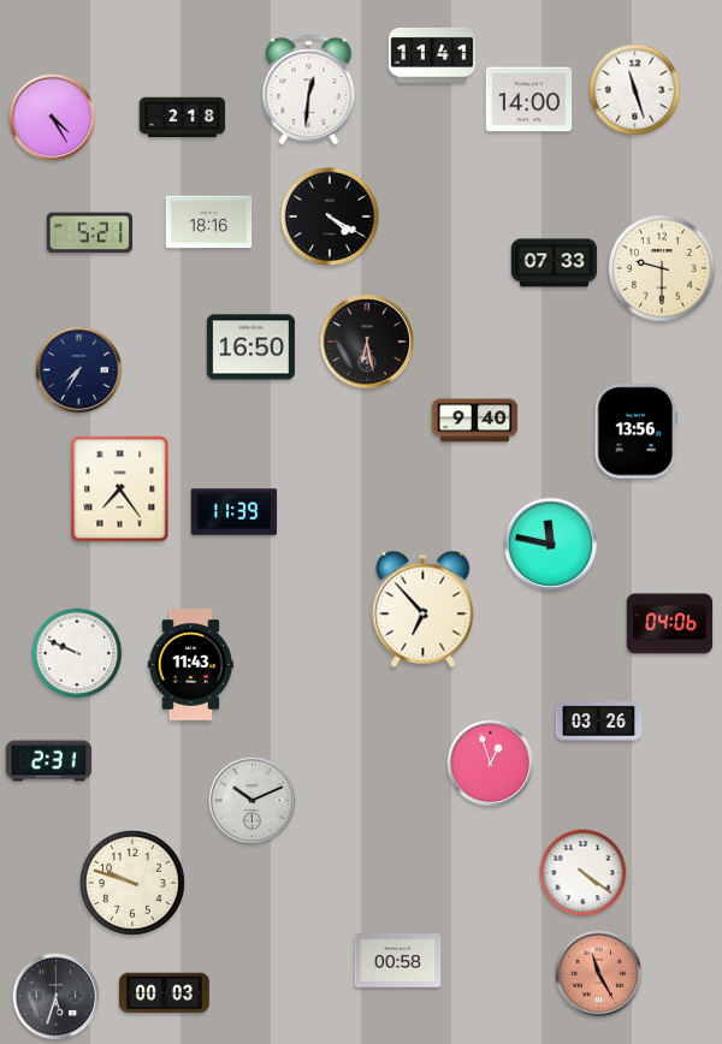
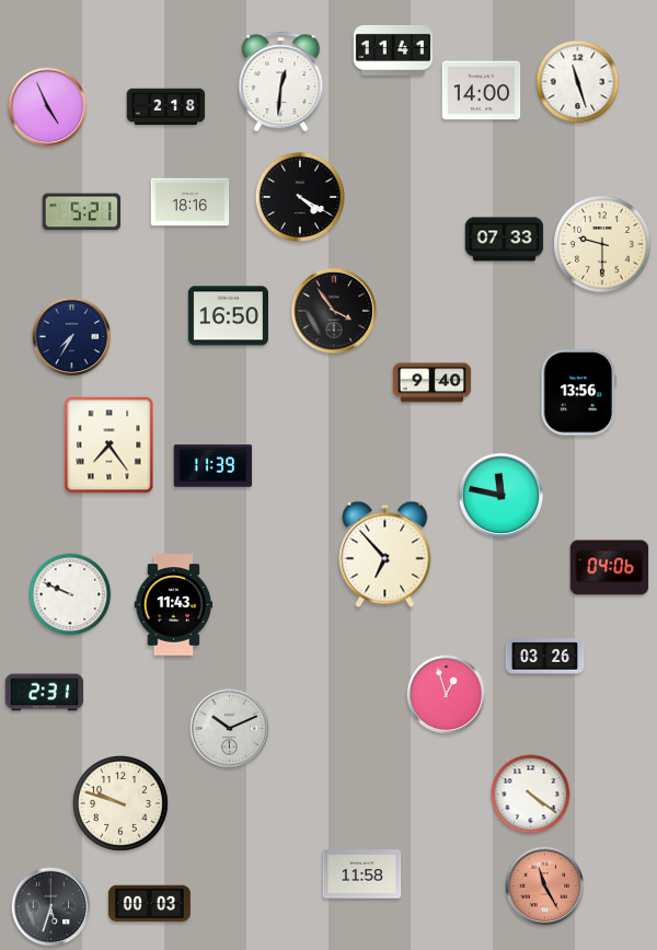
clock at (53, 118): 4:25 -> 4:56
clock at (367, 342): 6:28 -> 3:54
clock at (398, 961): 00:58 -> 11:58
